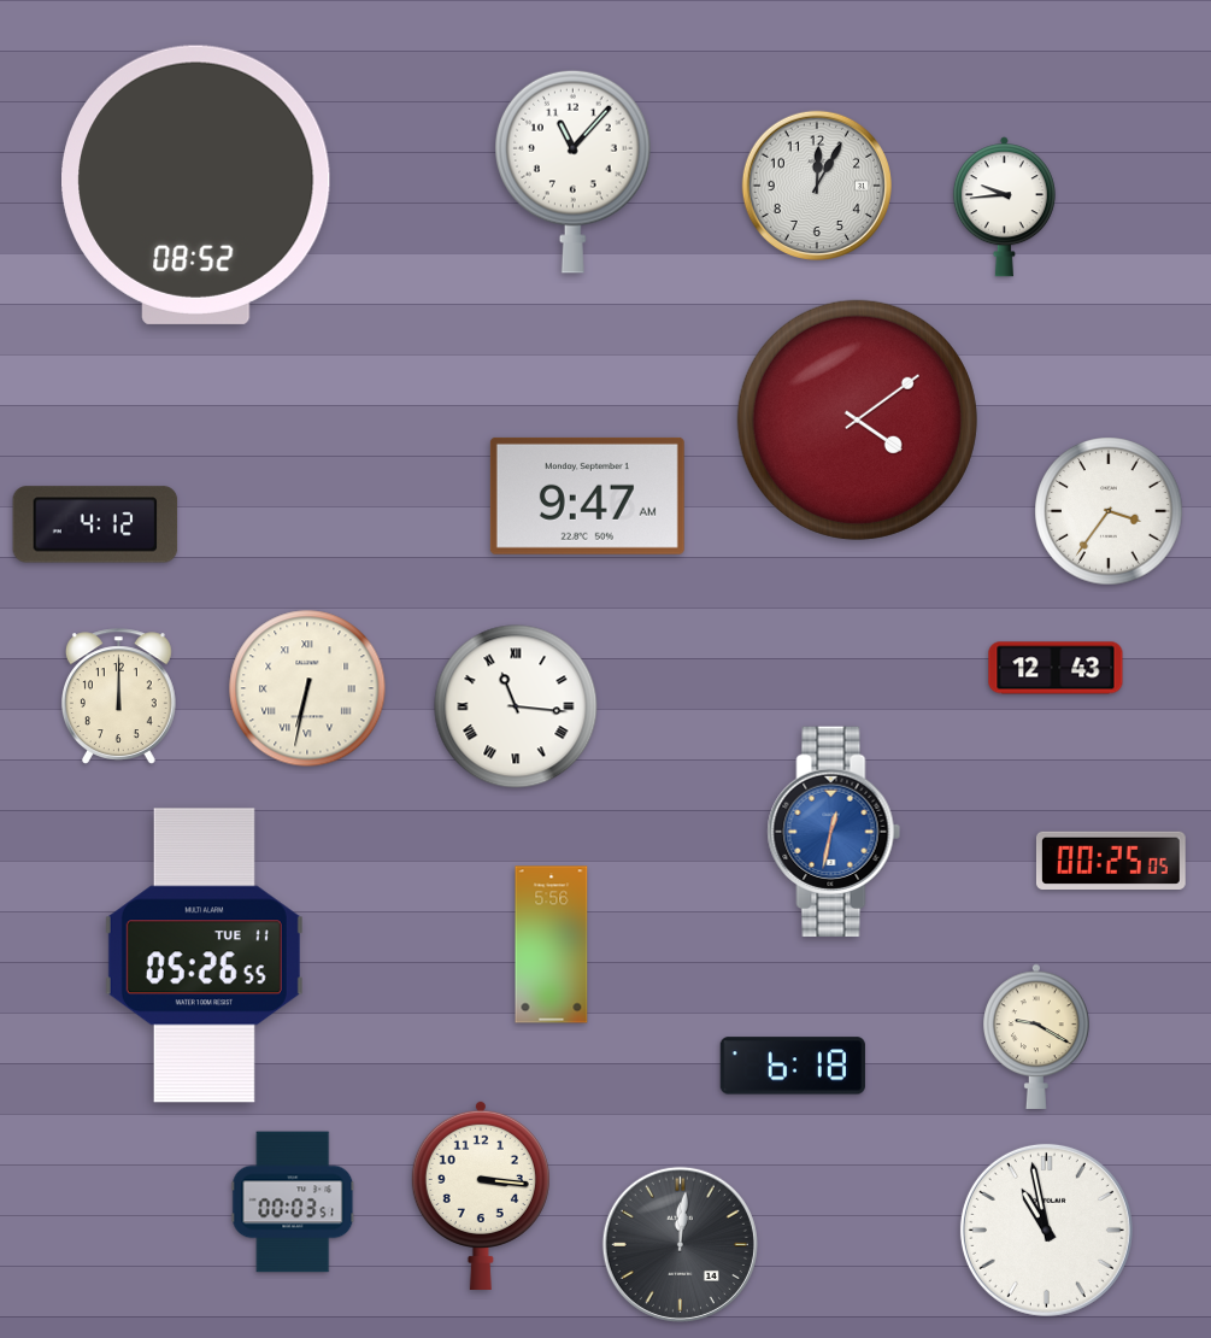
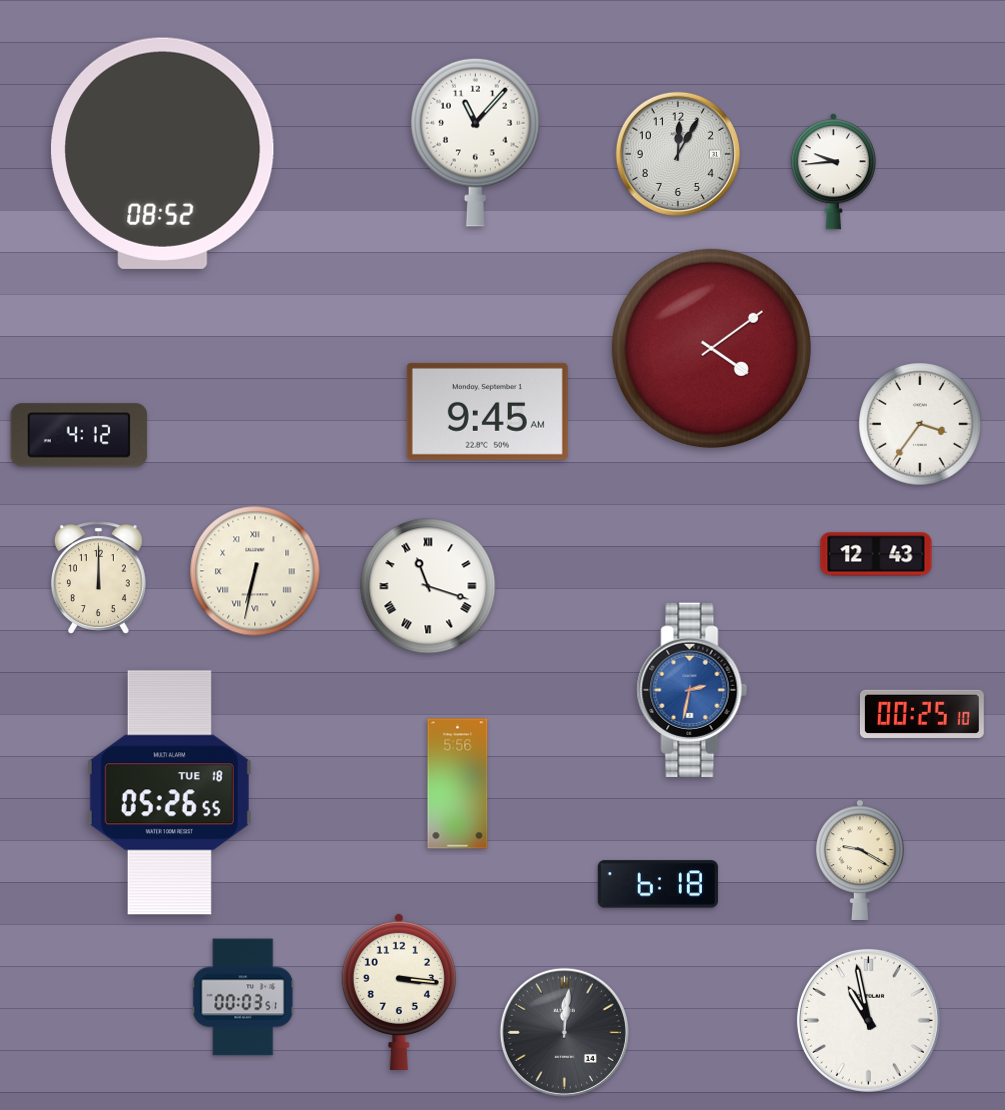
clock at (587, 495): 9:47 -> 9:45
clock at (516, 706): 11:16 -> 11:18
clock at (834, 832): 12:32 -> 2:32
clock at (1111, 861): 00:25:05 -> 00:25:10
clock at (204, 956) date: TUE 11 -> TUE 18
